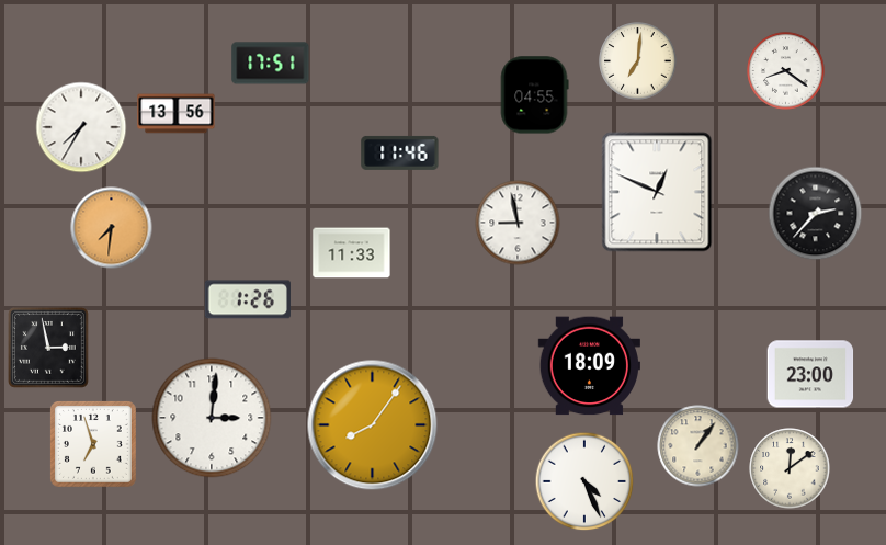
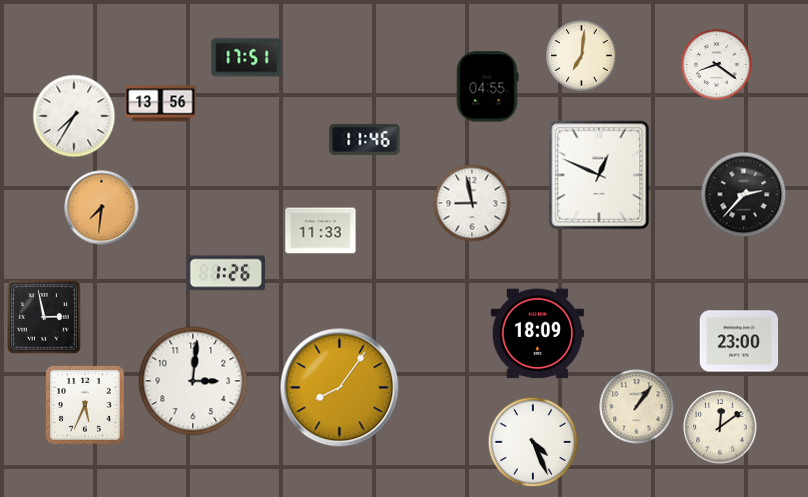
clock at (93, 444): 6:57 -> 5:34
clock at (584, 481) position: (584, 481) -> (533, 442)
